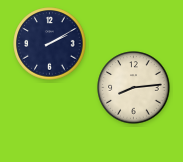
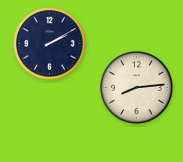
clock at (134, 88) position: (134, 88) -> (137, 88)
